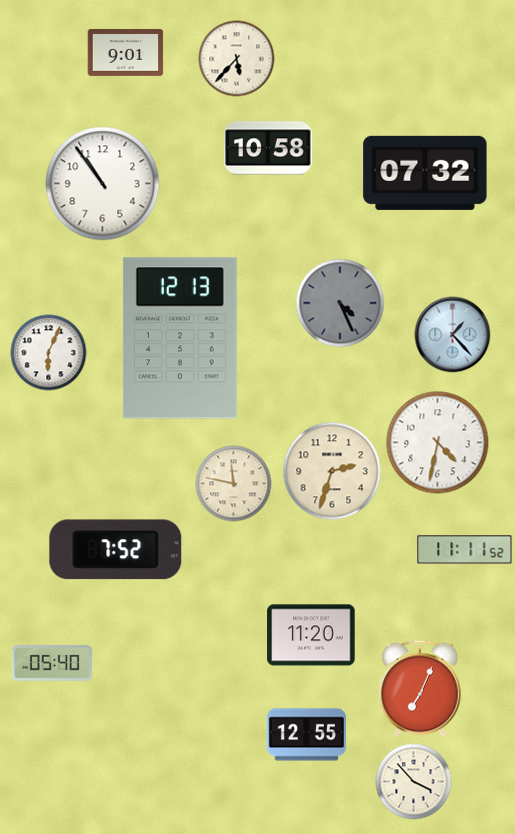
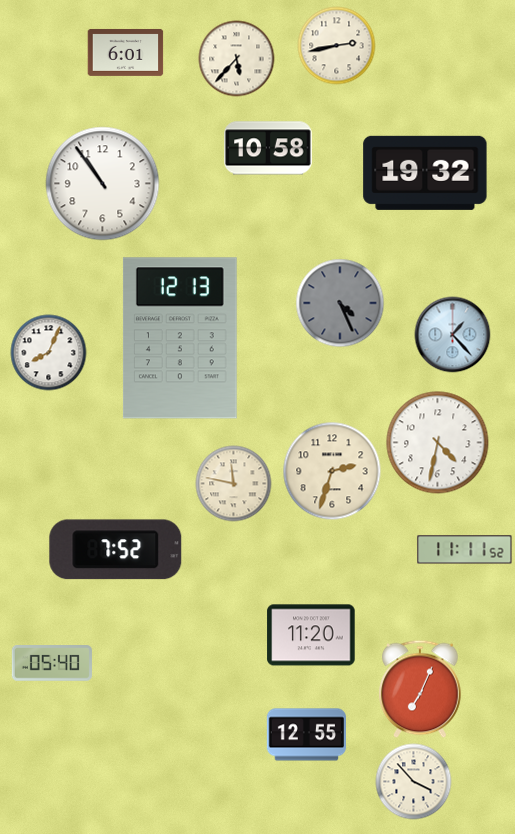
clock at (337, 46): none -> 2:43
clock at (126, 52): 9:01 -> 6:01
clock at (425, 173): 07:32 -> 19:32
clock at (49, 353): 6:04 -> 8:04
